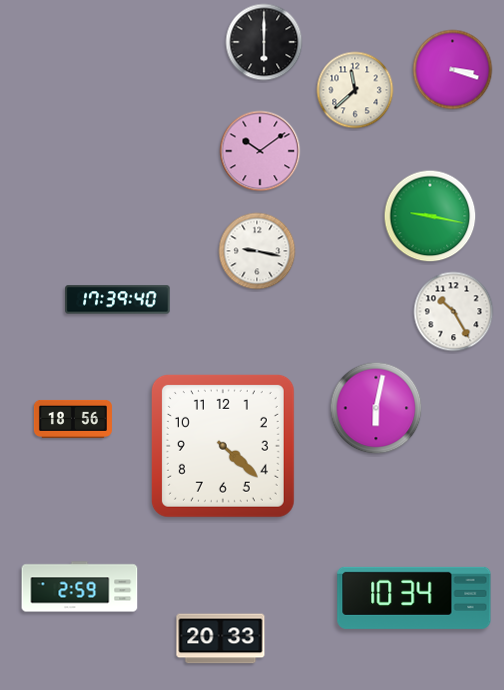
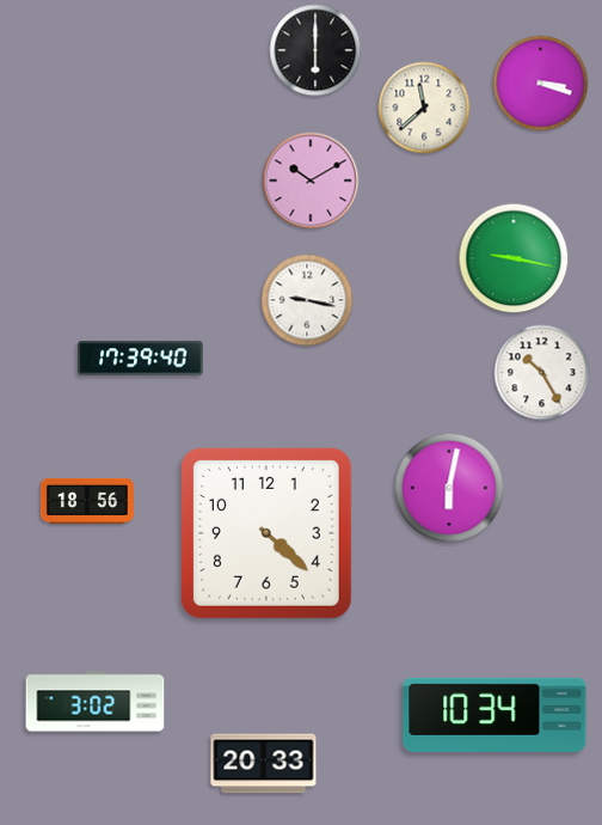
clock at (260, 151): 10:09 -> 10:10
clock at (80, 587): 2:59 -> 3:02
